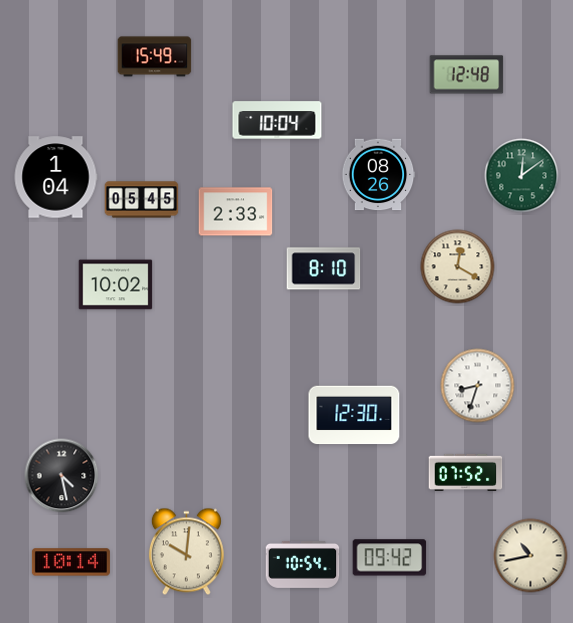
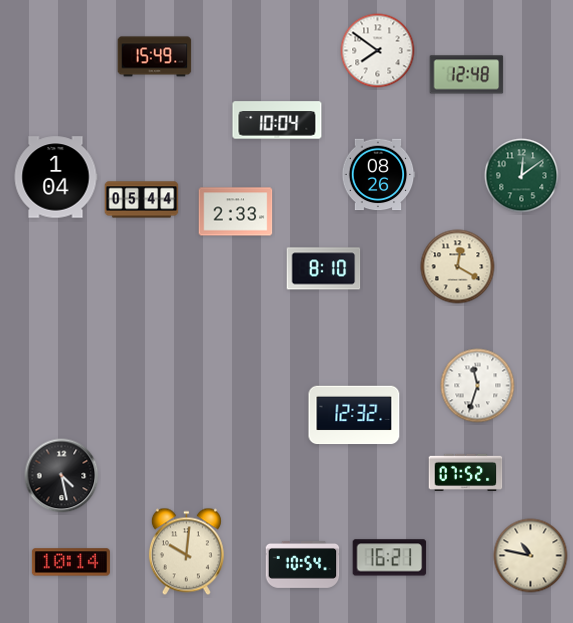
clock at (378, 51): none -> 7:51
clock at (142, 200): 05:45 -> 05:44
clock at (116, 285): 10:02 -> none
clock at (478, 386): 8:33 -> 11:33
clock at (354, 415): 12:30 -> 12:32
clock at (531, 556): 10:43 -> 10:47
clock at (390, 558): 09:42 -> 16:21
